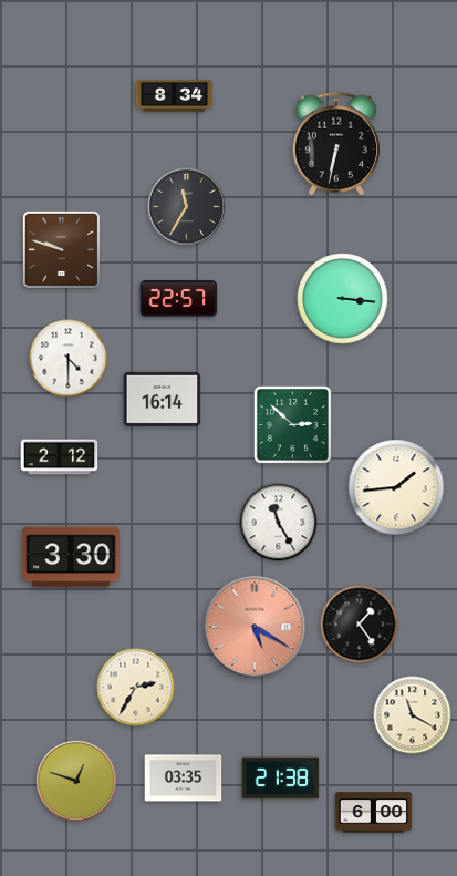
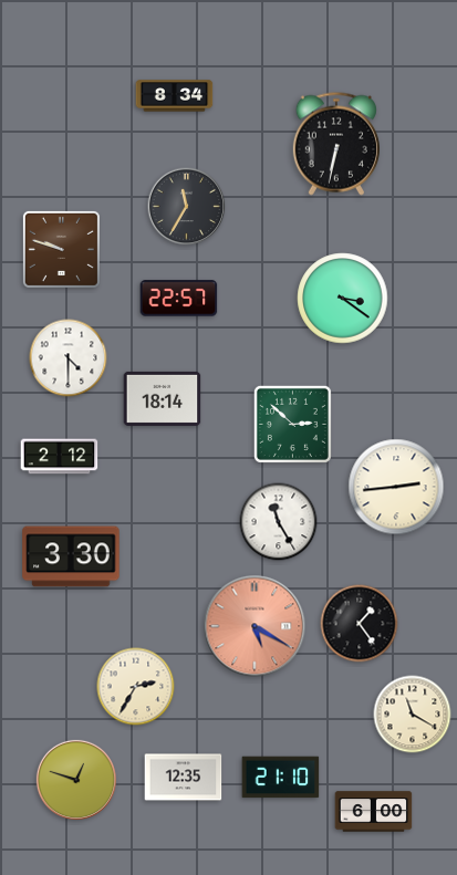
clock at (343, 299): 3:16 -> 3:21
clock at (163, 399): 16:14 -> 18:14
clock at (396, 487): 1:44 -> 2:44
clock at (184, 779): 03:35 -> 12:35
clock at (281, 779): 21:38 -> 21:10
